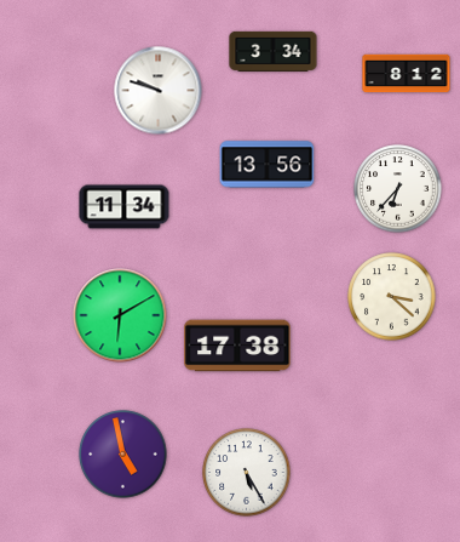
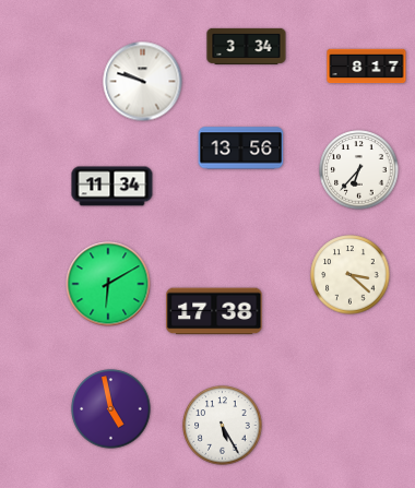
clock at (407, 74): 8:12 -> 8:17
clock at (392, 297) position: (392, 297) -> (351, 275)
